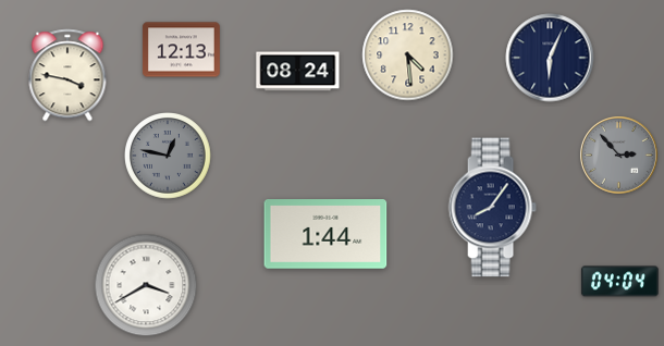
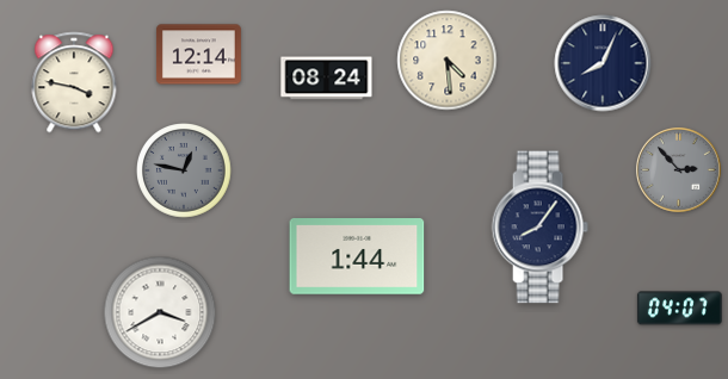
clock at (181, 50): 12:13 -> 12:14
clock at (550, 58): 6:04 -> 8:04
clock at (619, 282): 04:04 -> 04:07
